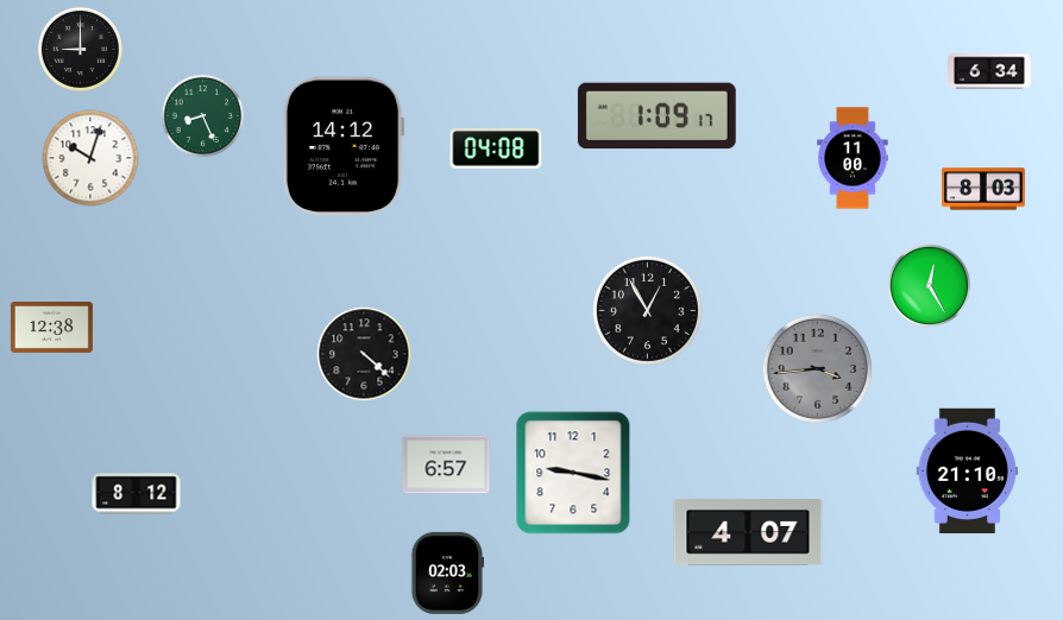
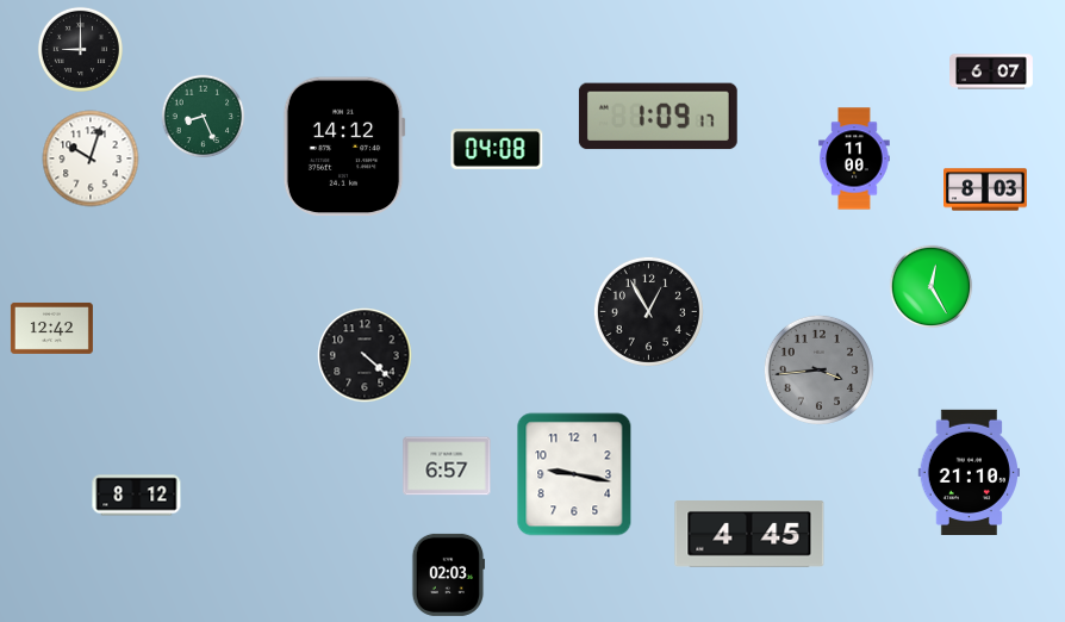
clock at (989, 71): 6:34 -> 6:07
clock at (51, 327): 12:38 -> 12:42
clock at (748, 533): 4:07 -> 4:45
